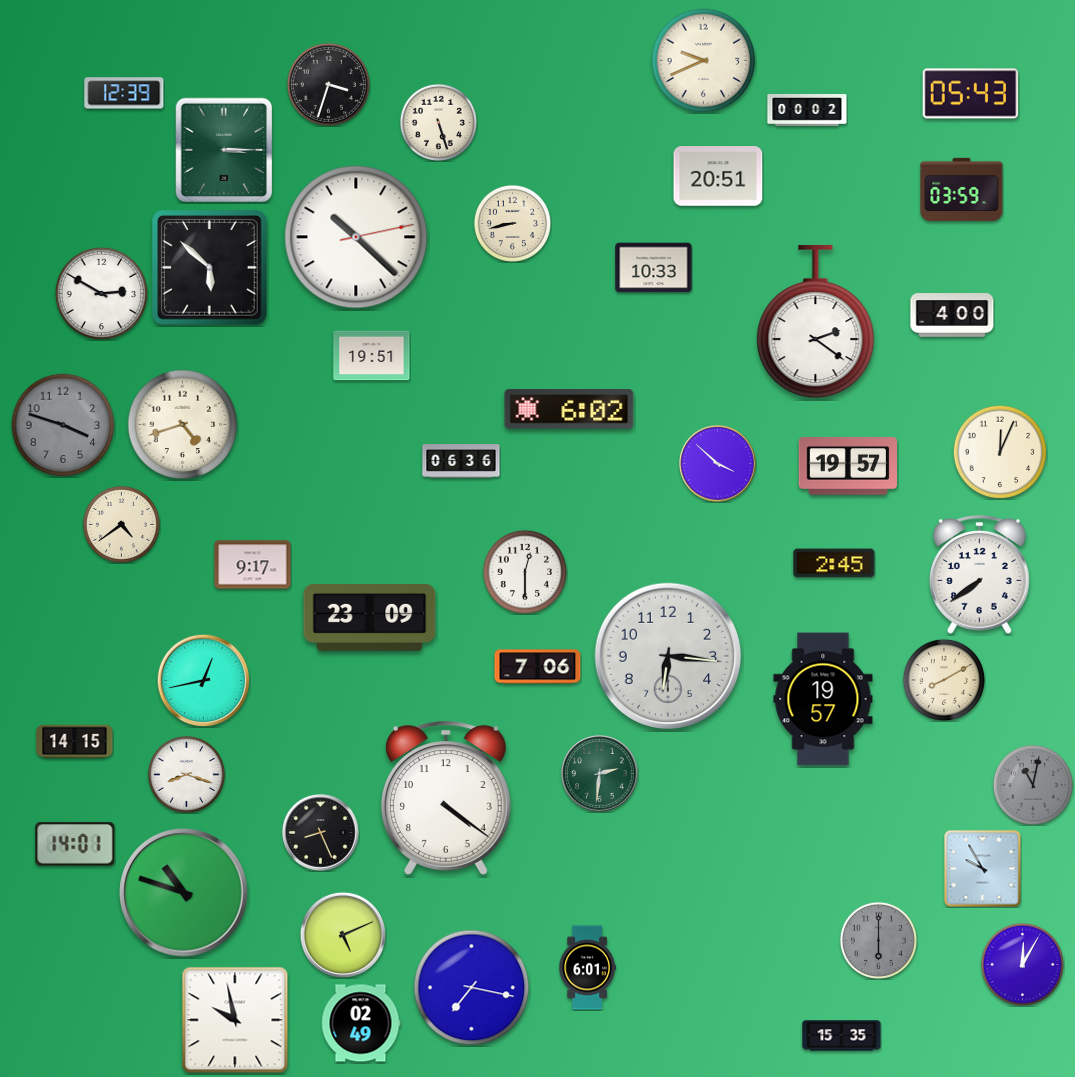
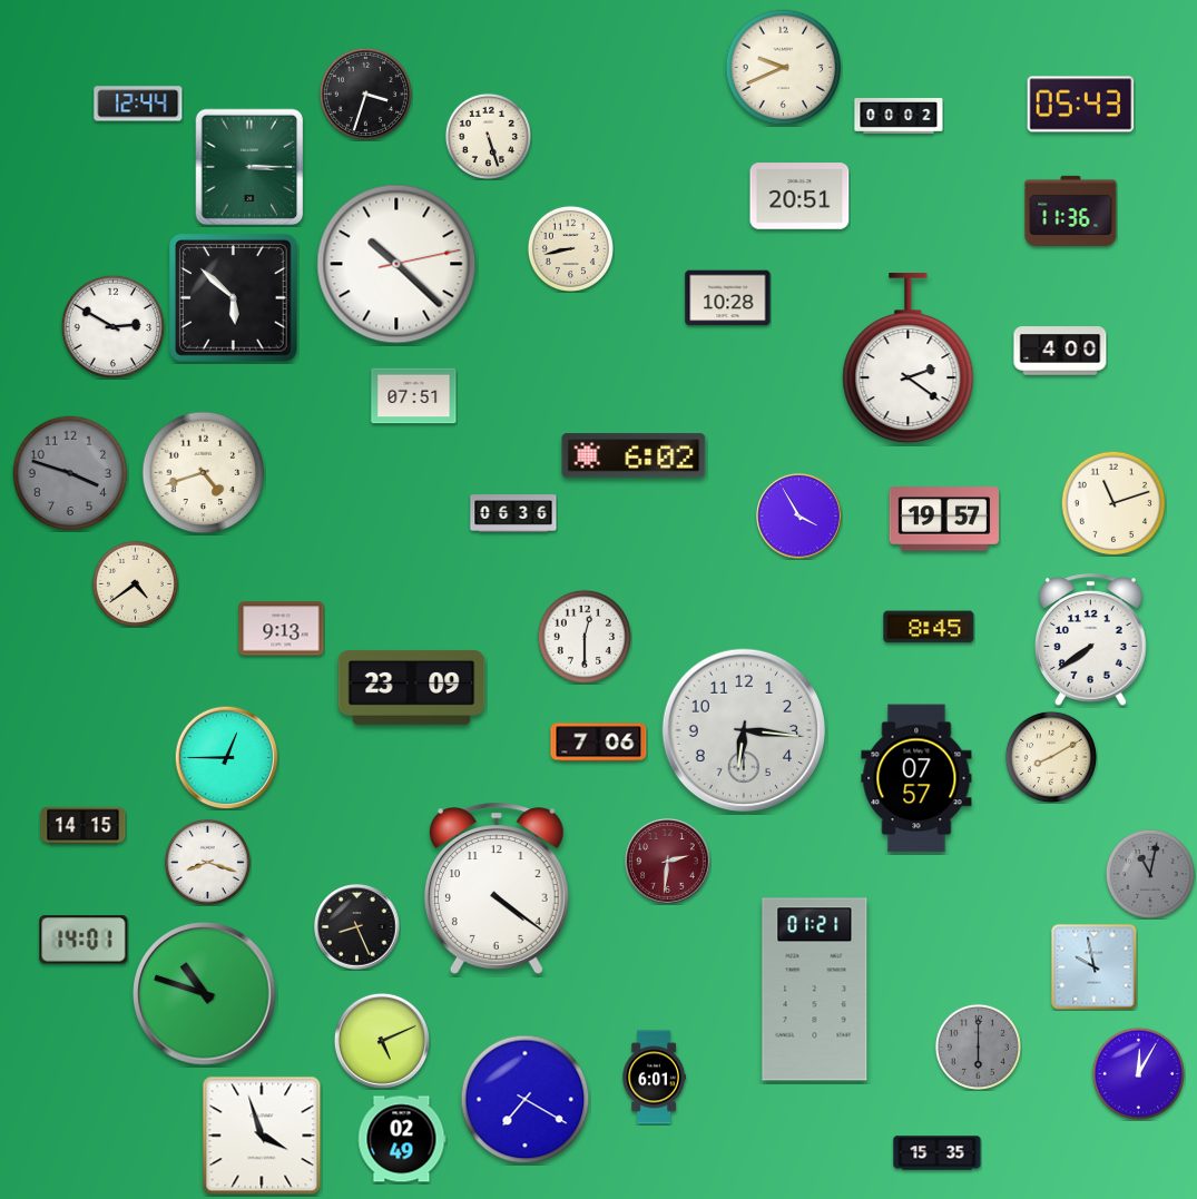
clock at (124, 93): 12:39 -> 12:44
clock at (807, 111) position: (807, 111) -> (899, 117)
clock at (962, 189): 03:59 -> 11:36
clock at (654, 268): 10:33 -> 10:28
clock at (372, 356): 19:51 -> 07:51
clock at (1000, 452): 12:04 -> 11:12
clock at (718, 464): 3:52 -> 3:55
clock at (834, 563): 2:45 -> 8:45
clock at (253, 565): 9:17 -> 9:13
clock at (203, 680): 12:43 -> 12:45
clock at (823, 699): 19:57 -> 07:57
clock at (600, 774) dial: green -> burgundy
clock at (983, 869): 9:55 -> 9:58
clock at (815, 990): none -> 01:21
clock at (472, 988): 7:17 -> 7:20
clock at (235, 1020): 9:58 -> 3:57
